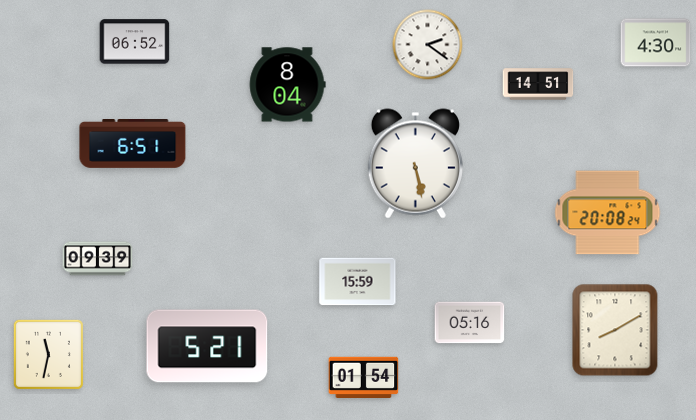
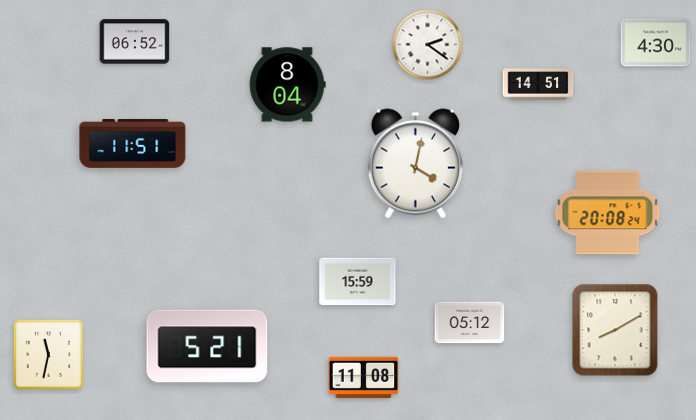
clock at (133, 144): 6:51 -> 11:51
clock at (415, 164): 5:28 -> 4:02
clock at (98, 259): 09:39 -> none
clock at (470, 323): 05:16 -> 05:12
clock at (364, 377): 01:54 -> 11:08
